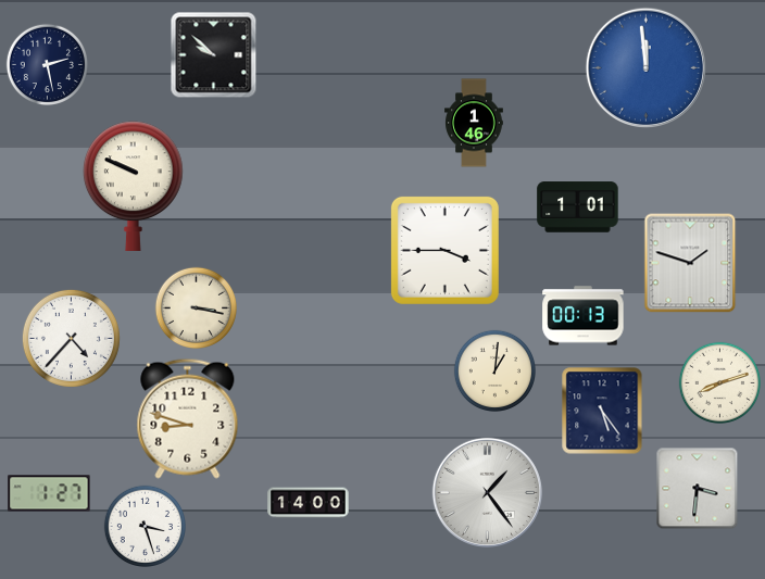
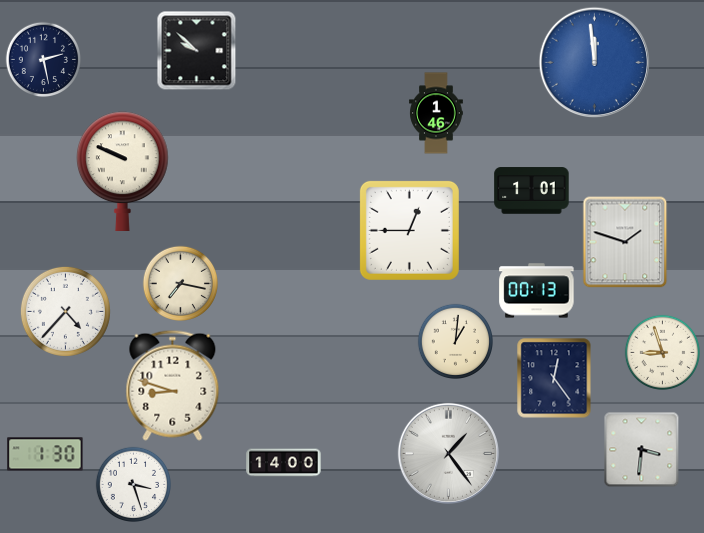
clock at (444, 250): 3:45 -> 12:45
clock at (690, 263) position: (690, 263) -> (625, 242)
clock at (196, 307): 3:17 -> 7:17
clock at (719, 382): 8:12 -> 8:57
clock at (602, 411): 5:24 -> 12:24
clock at (49, 493): 1:27 -> 1:30
